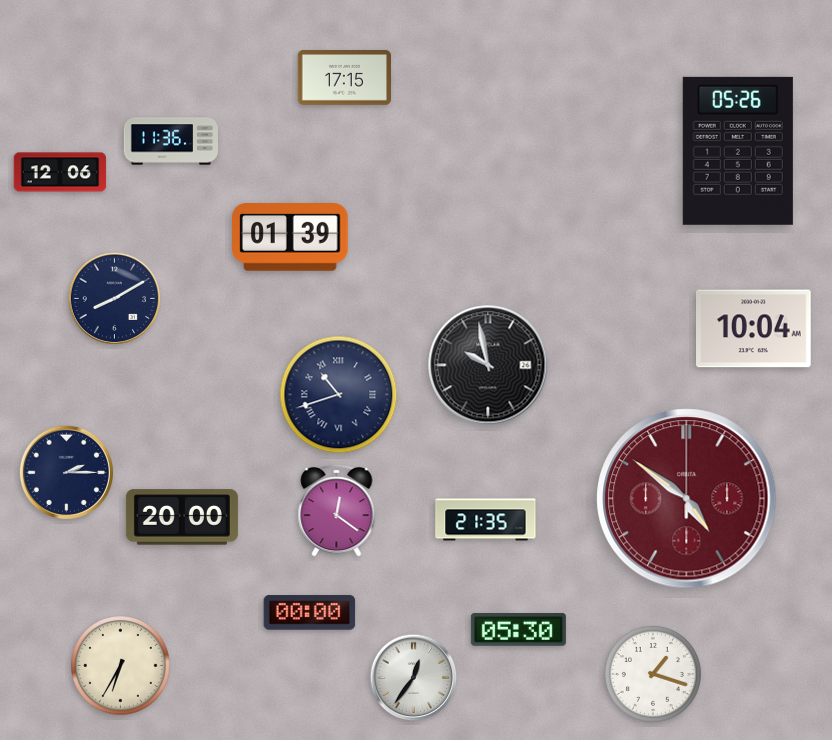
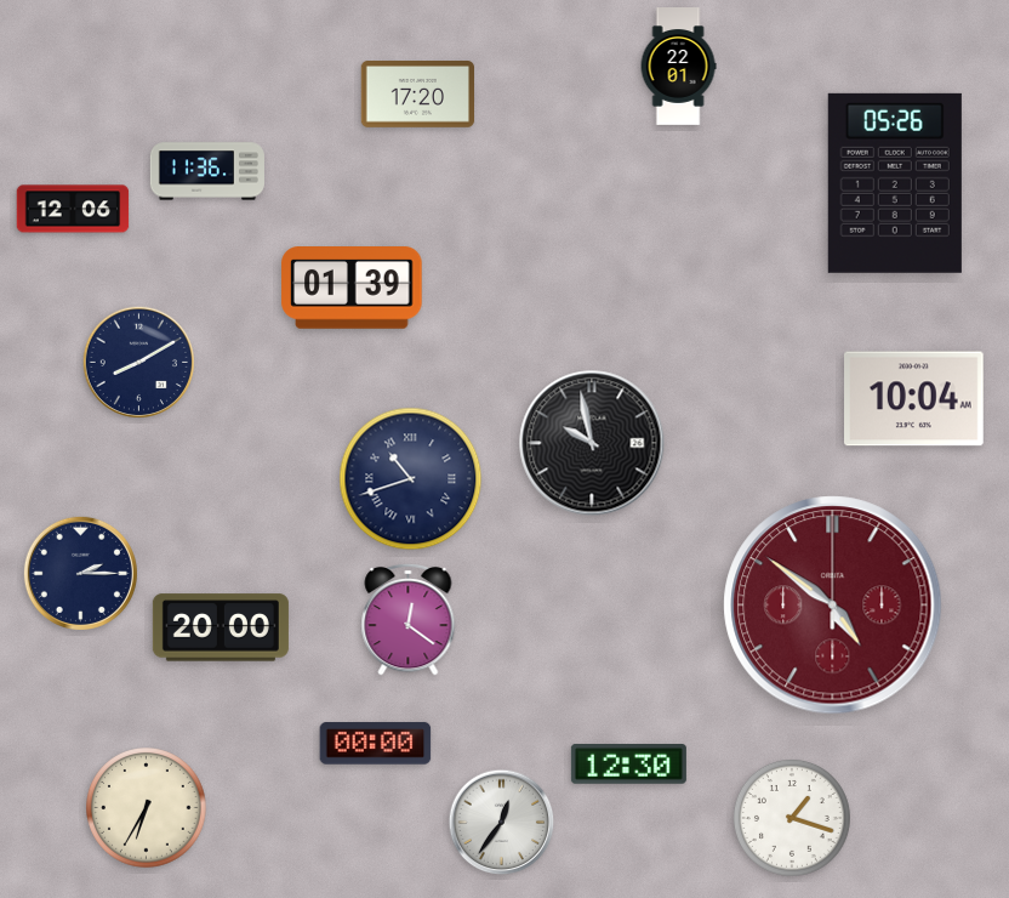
clock at (678, 67): none -> 22:01
clock at (344, 78): 17:15 -> 17:20
clock at (486, 520): 21:35 -> none
clock at (518, 630): 05:30 -> 12:30
